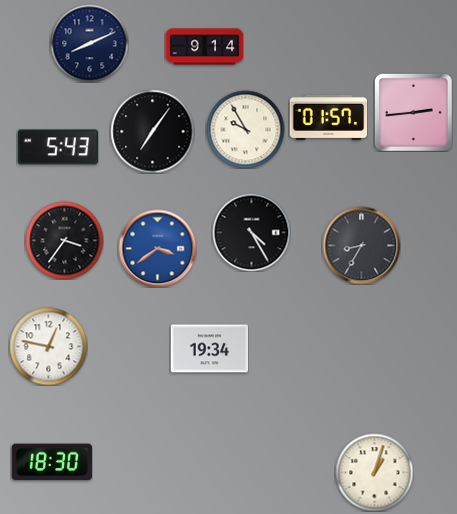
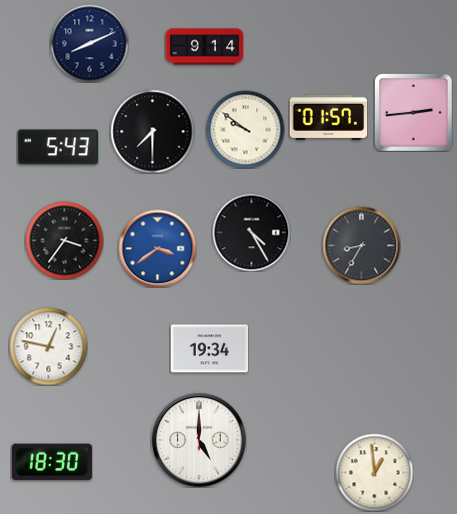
clock at (245, 129): 9:55 -> 9:51
clock at (152, 131): 7:06 -> 7:30
clock at (199, 440): none -> 5:00
clock at (374, 472): 1:03 -> 12:59
